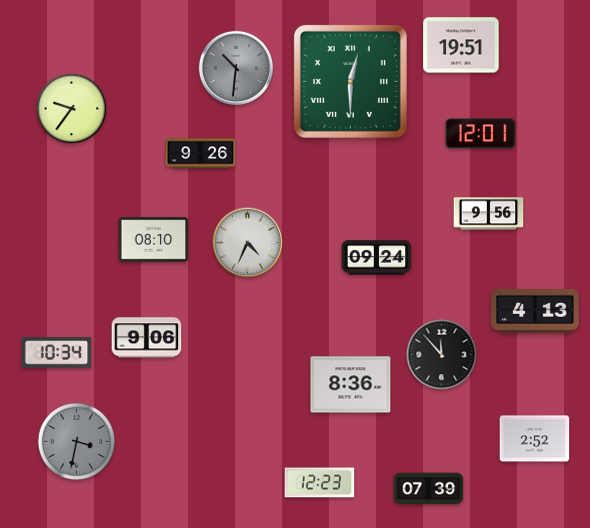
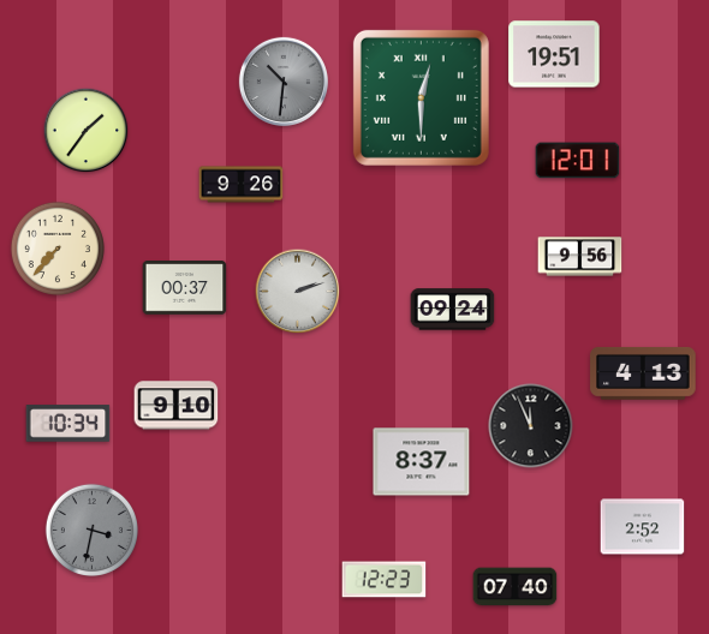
clock at (72, 109): 9:36 -> 1:36
clock at (58, 249): none -> 7:37
clock at (489, 214) position: (489, 214) -> (580, 257)
clock at (154, 240): 08:10 -> 00:37
clock at (248, 243): 4:34 -> 2:12
clock at (147, 338): 9:06 -> 9:10
clock at (442, 355): 11:53 -> 11:56
clock at (351, 385): 8:36 -> 8:37
clock at (429, 489): 07:39 -> 07:40
